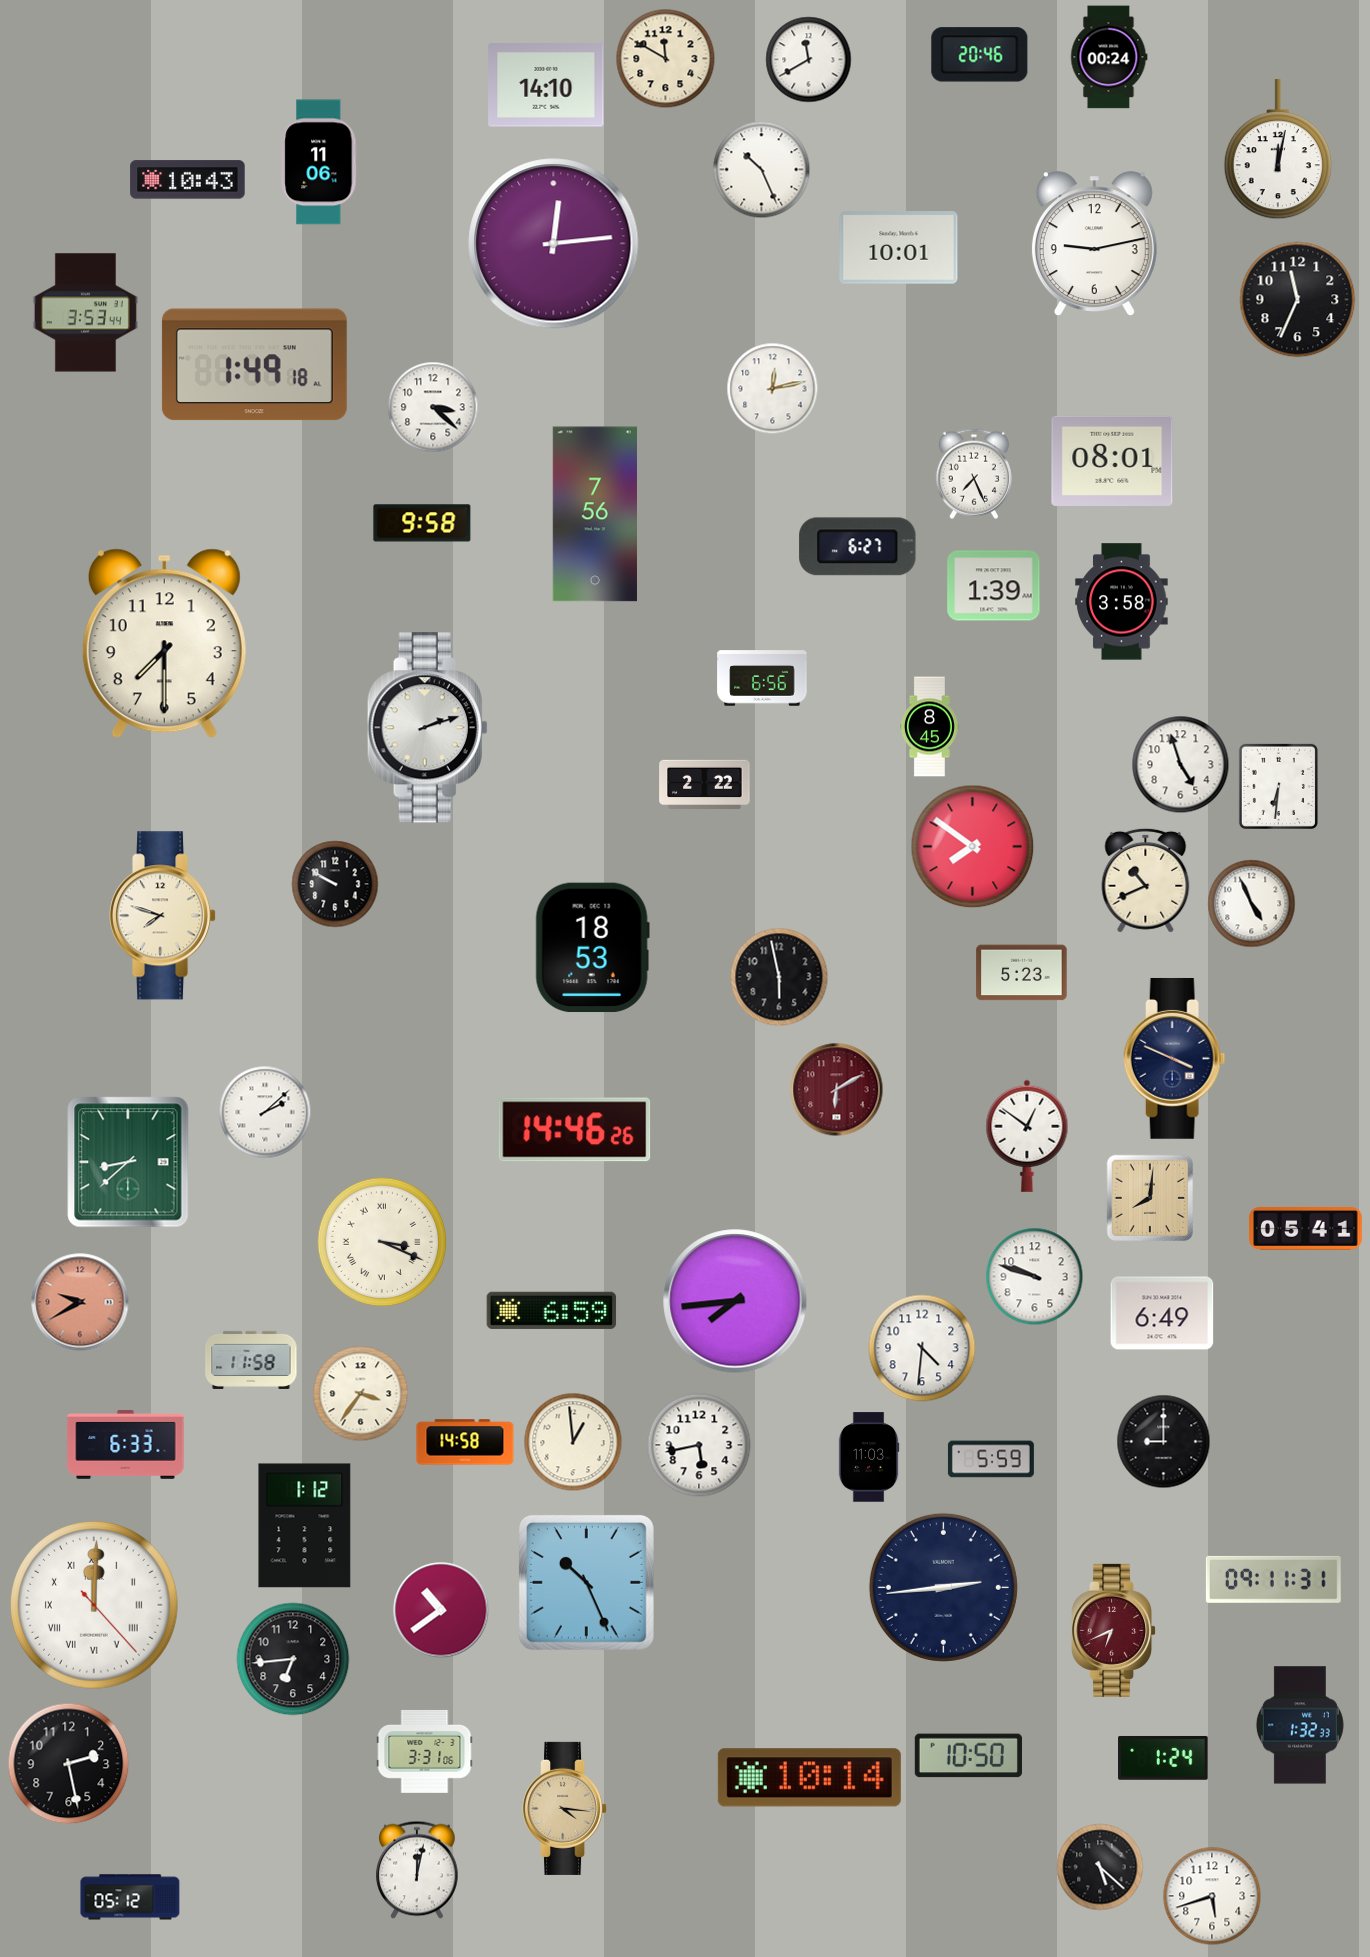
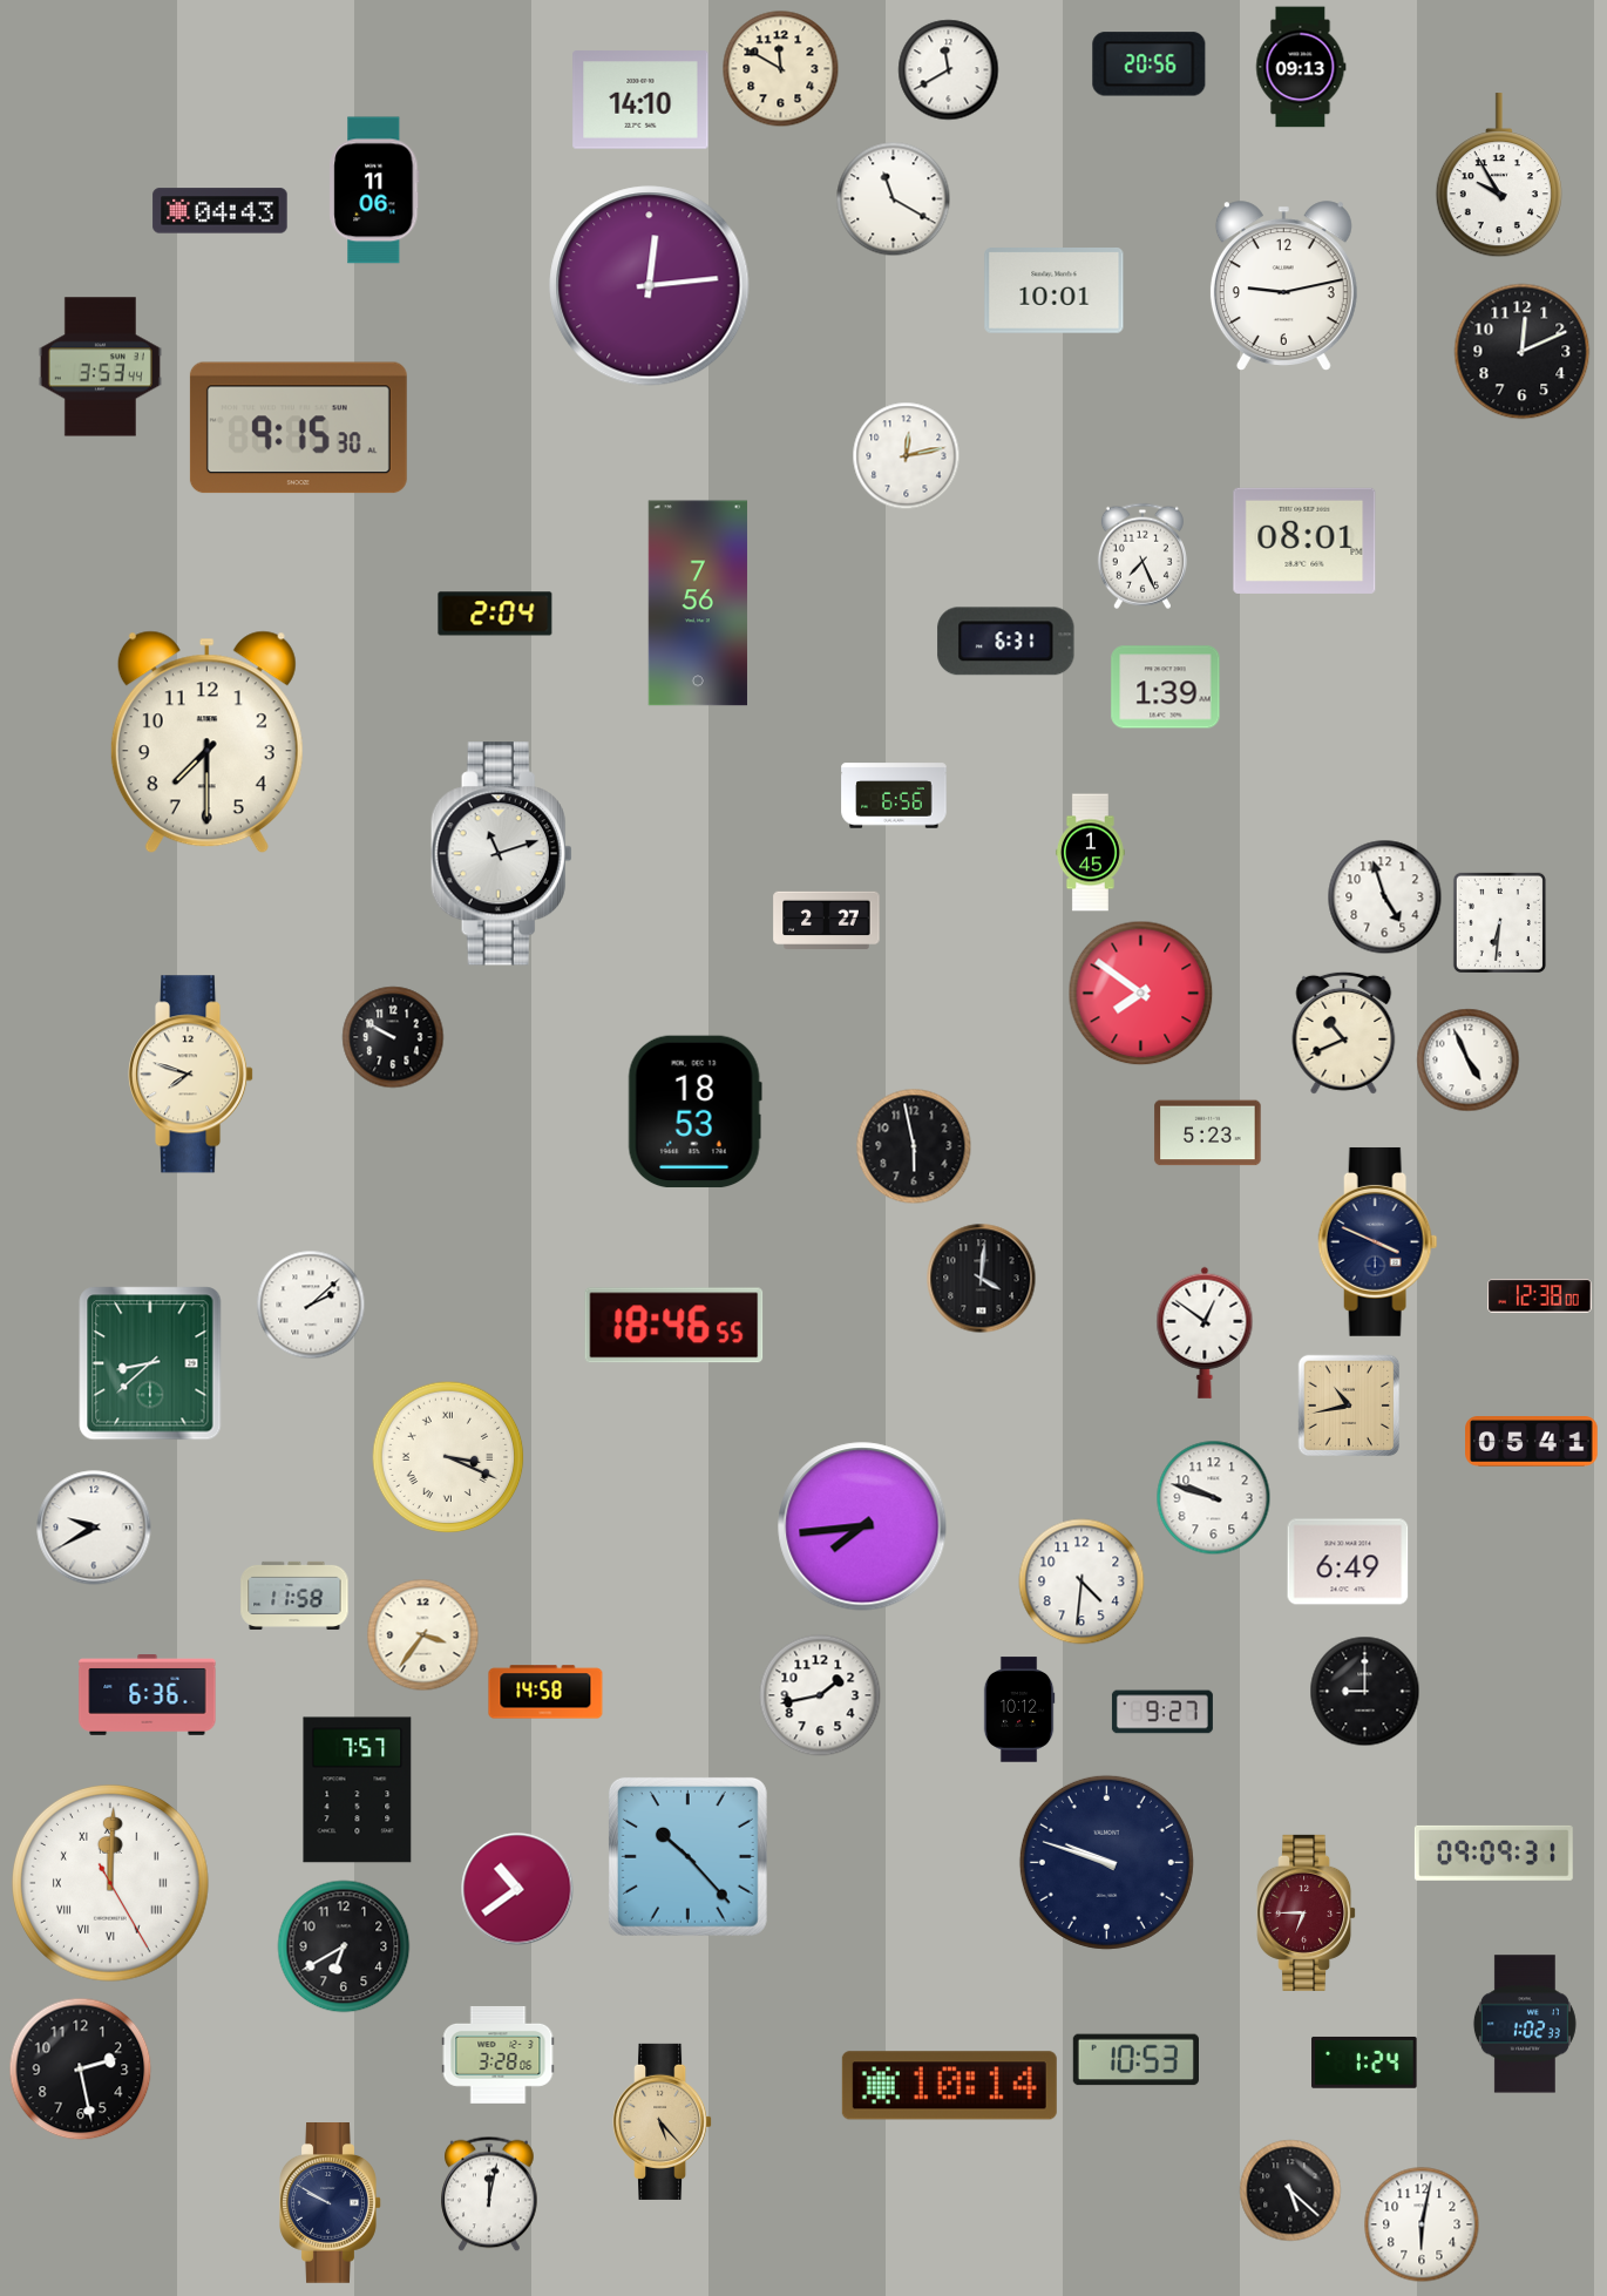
clock at (980, 55): 20:46 -> 20:56
clock at (1109, 57): 00:24 -> 09:13
clock at (1278, 150): 12:02 -> 9:55
clock at (762, 170): 10:26 -> 11:20
clock at (188, 180): 10:43 -> 04:43
clock at (1298, 300): 11:34 -> 12:11
clock at (254, 365): 1:49 -> 9:15
clock at (433, 407): 3:22 -> none
clock at (422, 523): 9:58 -> 2:04
clock at (858, 547): 6:27 -> 6:31
clock at (1122, 602): 3:58 -> none
clock at (164, 644) position: (164, 644) -> (206, 743)
clock at (929, 727): 8:45 -> 1:45
clock at (427, 728): 2:12 -> 11:12
clock at (705, 785): 2:22 -> 2:27
clock at (1022, 973) position: (1022, 973) -> (1208, 1133)
clock at (837, 1090): 6:10 -> 4:01
clock at (837, 1090) dial: burgundy -> black
clock at (1540, 1296): none -> 12:38
clock at (575, 1130): 14:46 -> 18:46
clock at (1150, 1198): 8:01 -> 10:43
clock at (80, 1302) dial: salmon -> white
clock at (552, 1310): 6:59 -> none
clock at (1162, 1313) position: (1162, 1313) -> (1348, 1562)
clock at (573, 1442): 12:59 -> none
clock at (126, 1445): 6:33 -> 6:36
clock at (699, 1445): 5:43 -> 1:43
clock at (869, 1457): 11:03 -> 10:12
clock at (991, 1459): 5:59 -> 9:27
clock at (305, 1526): 1:12 -> 7:57
clock at (1273, 1579): 09:11 -> 09:09
clock at (586, 1582): 10:26 -> 10:23
clock at (943, 1587): 2:44 -> 9:48
clock at (95, 1606): 12:00:23 -> 12:00:25
clock at (1114, 1630): 6:41 -> 6:45
clock at (293, 1659): 6:44 -> 6:40
clock at (1300, 1725): 1:32 -> 1:02
clock at (425, 1751): 3:31 -> 3:28
clock at (968, 1756): 10:50 -> 10:53
clock at (565, 1808): 4:16 -> 5:23
clock at (331, 2203): none -> 9:50
clock at (1212, 1896): 5:42 -> 6:02
clock at (130, 1897): 05:12 -> none
